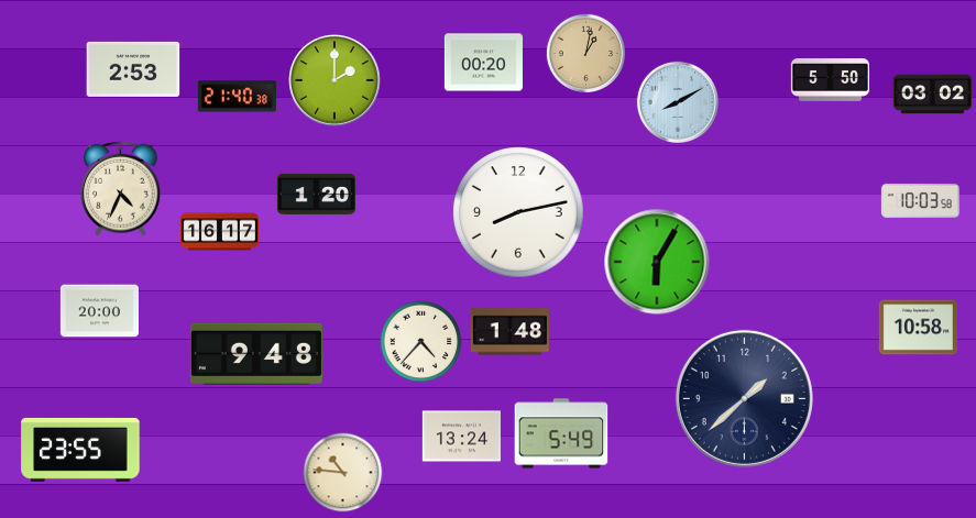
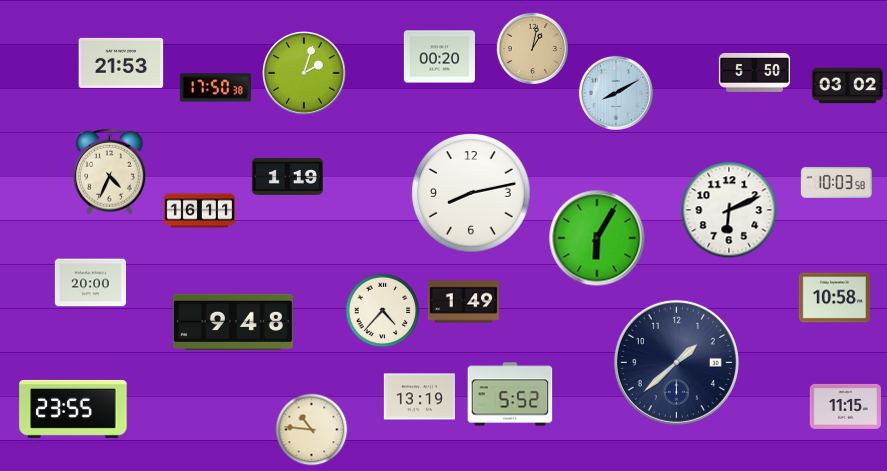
clock at (133, 69): 2:53 -> 21:53
clock at (335, 80): 2:00 -> 2:03
clock at (237, 97): 21:40 -> 17:50
clock at (316, 194): 1:20 -> 1:19
clock at (729, 210): none -> 6:11
clock at (219, 232): 16:17 -> 16:11
clock at (509, 332): 1:48 -> 1:49
clock at (561, 433): 5:49 -> 5:52
clock at (461, 437): 13:24 -> 13:19
clock at (845, 406): none -> 11:15
